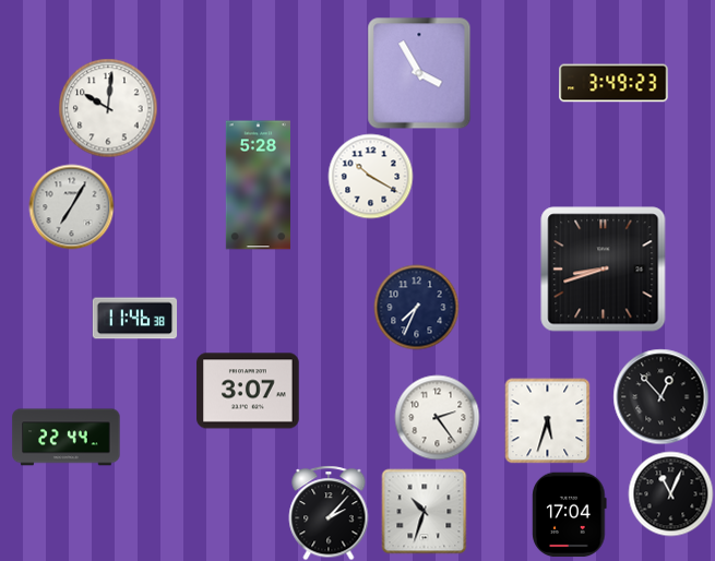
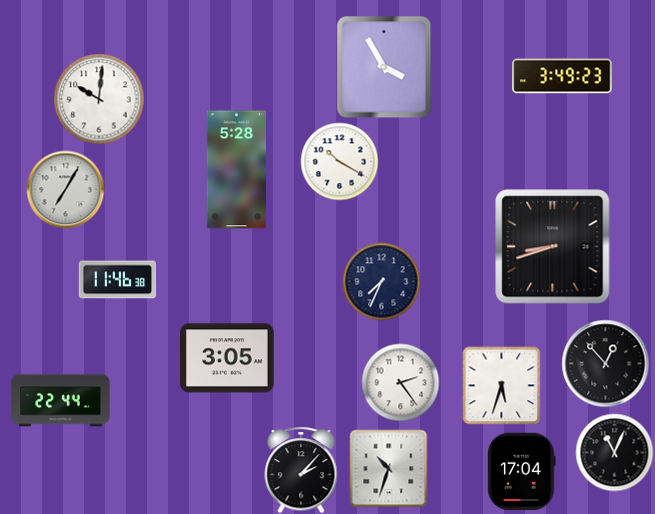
clock at (134, 319) position: (134, 319) -> (117, 280)
clock at (248, 391): 3:07 -> 3:05
